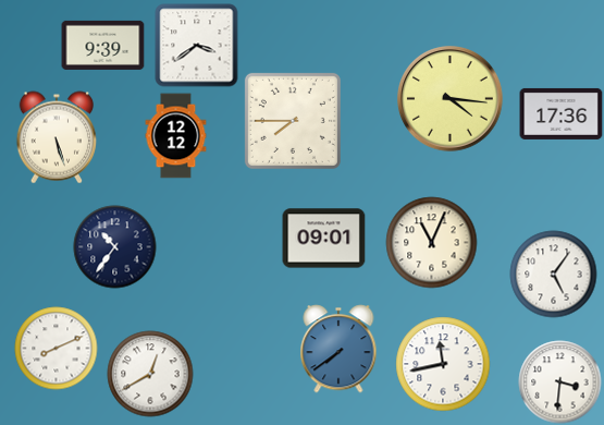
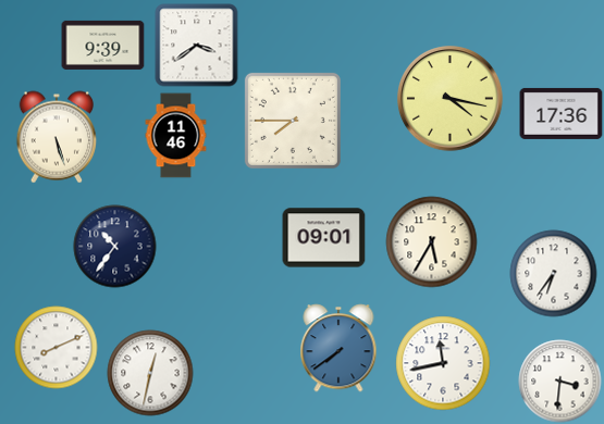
clock at (451, 99): 4:16 -> 4:17
clock at (176, 136): 12:12 -> 11:46
clock at (432, 243): 11:04 -> 5:35
clock at (554, 275): 5:06 -> 6:36
clock at (150, 374): 12:40 -> 12:32
